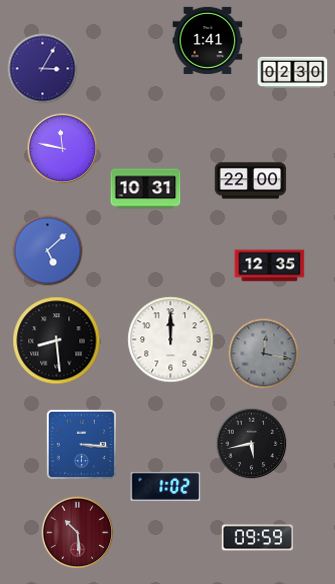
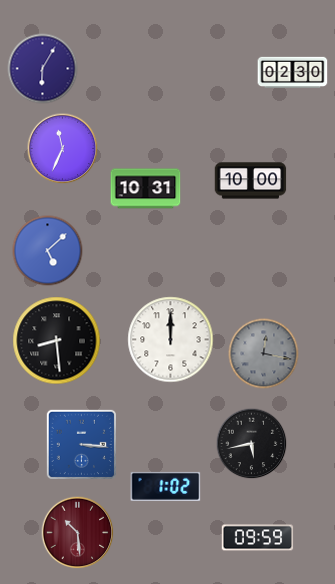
clock at (208, 40): 1:41 -> none
clock at (43, 69): 3:05 -> 6:05
clock at (63, 149): 11:47 -> 11:34
clock at (251, 181): 22:00 -> 10:00
clock at (270, 266): 12:35 -> none
